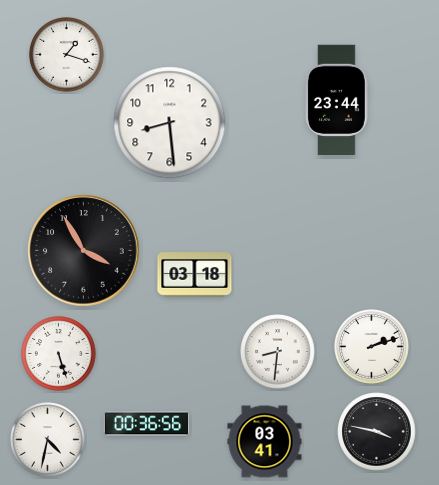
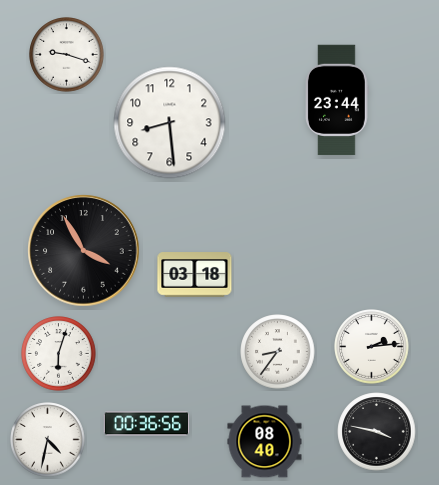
clock at (67, 55): 1:18 -> 9:18
clock at (372, 347): 2:12 -> 2:14
clock at (278, 352): 8:31 -> 8:36
clock at (59, 354): 5:27 -> 6:03
clock at (265, 442): 03:41 -> 08:40
